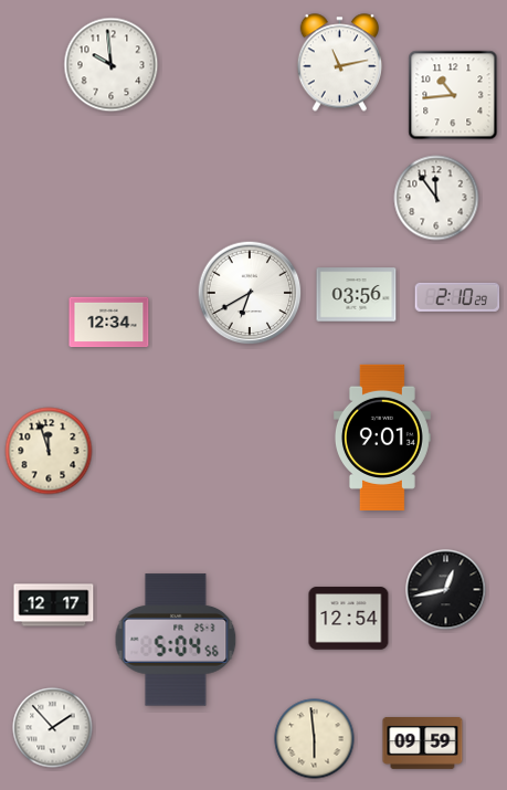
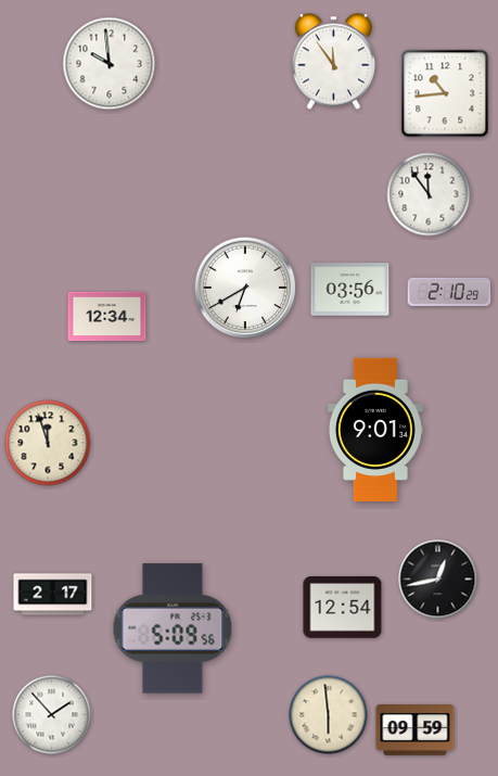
clock at (339, 63): 11:13 -> 11:54
clock at (54, 605): 12:17 -> 2:17
clock at (176, 640): 5:04 -> 5:09
clock at (315, 739) position: (315, 739) -> (329, 715)
